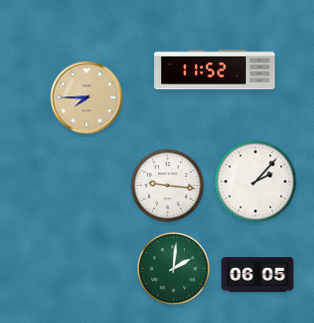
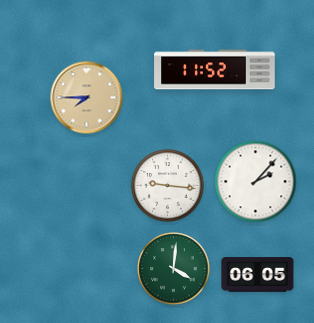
clock at (174, 269): 2:01 -> 4:01
